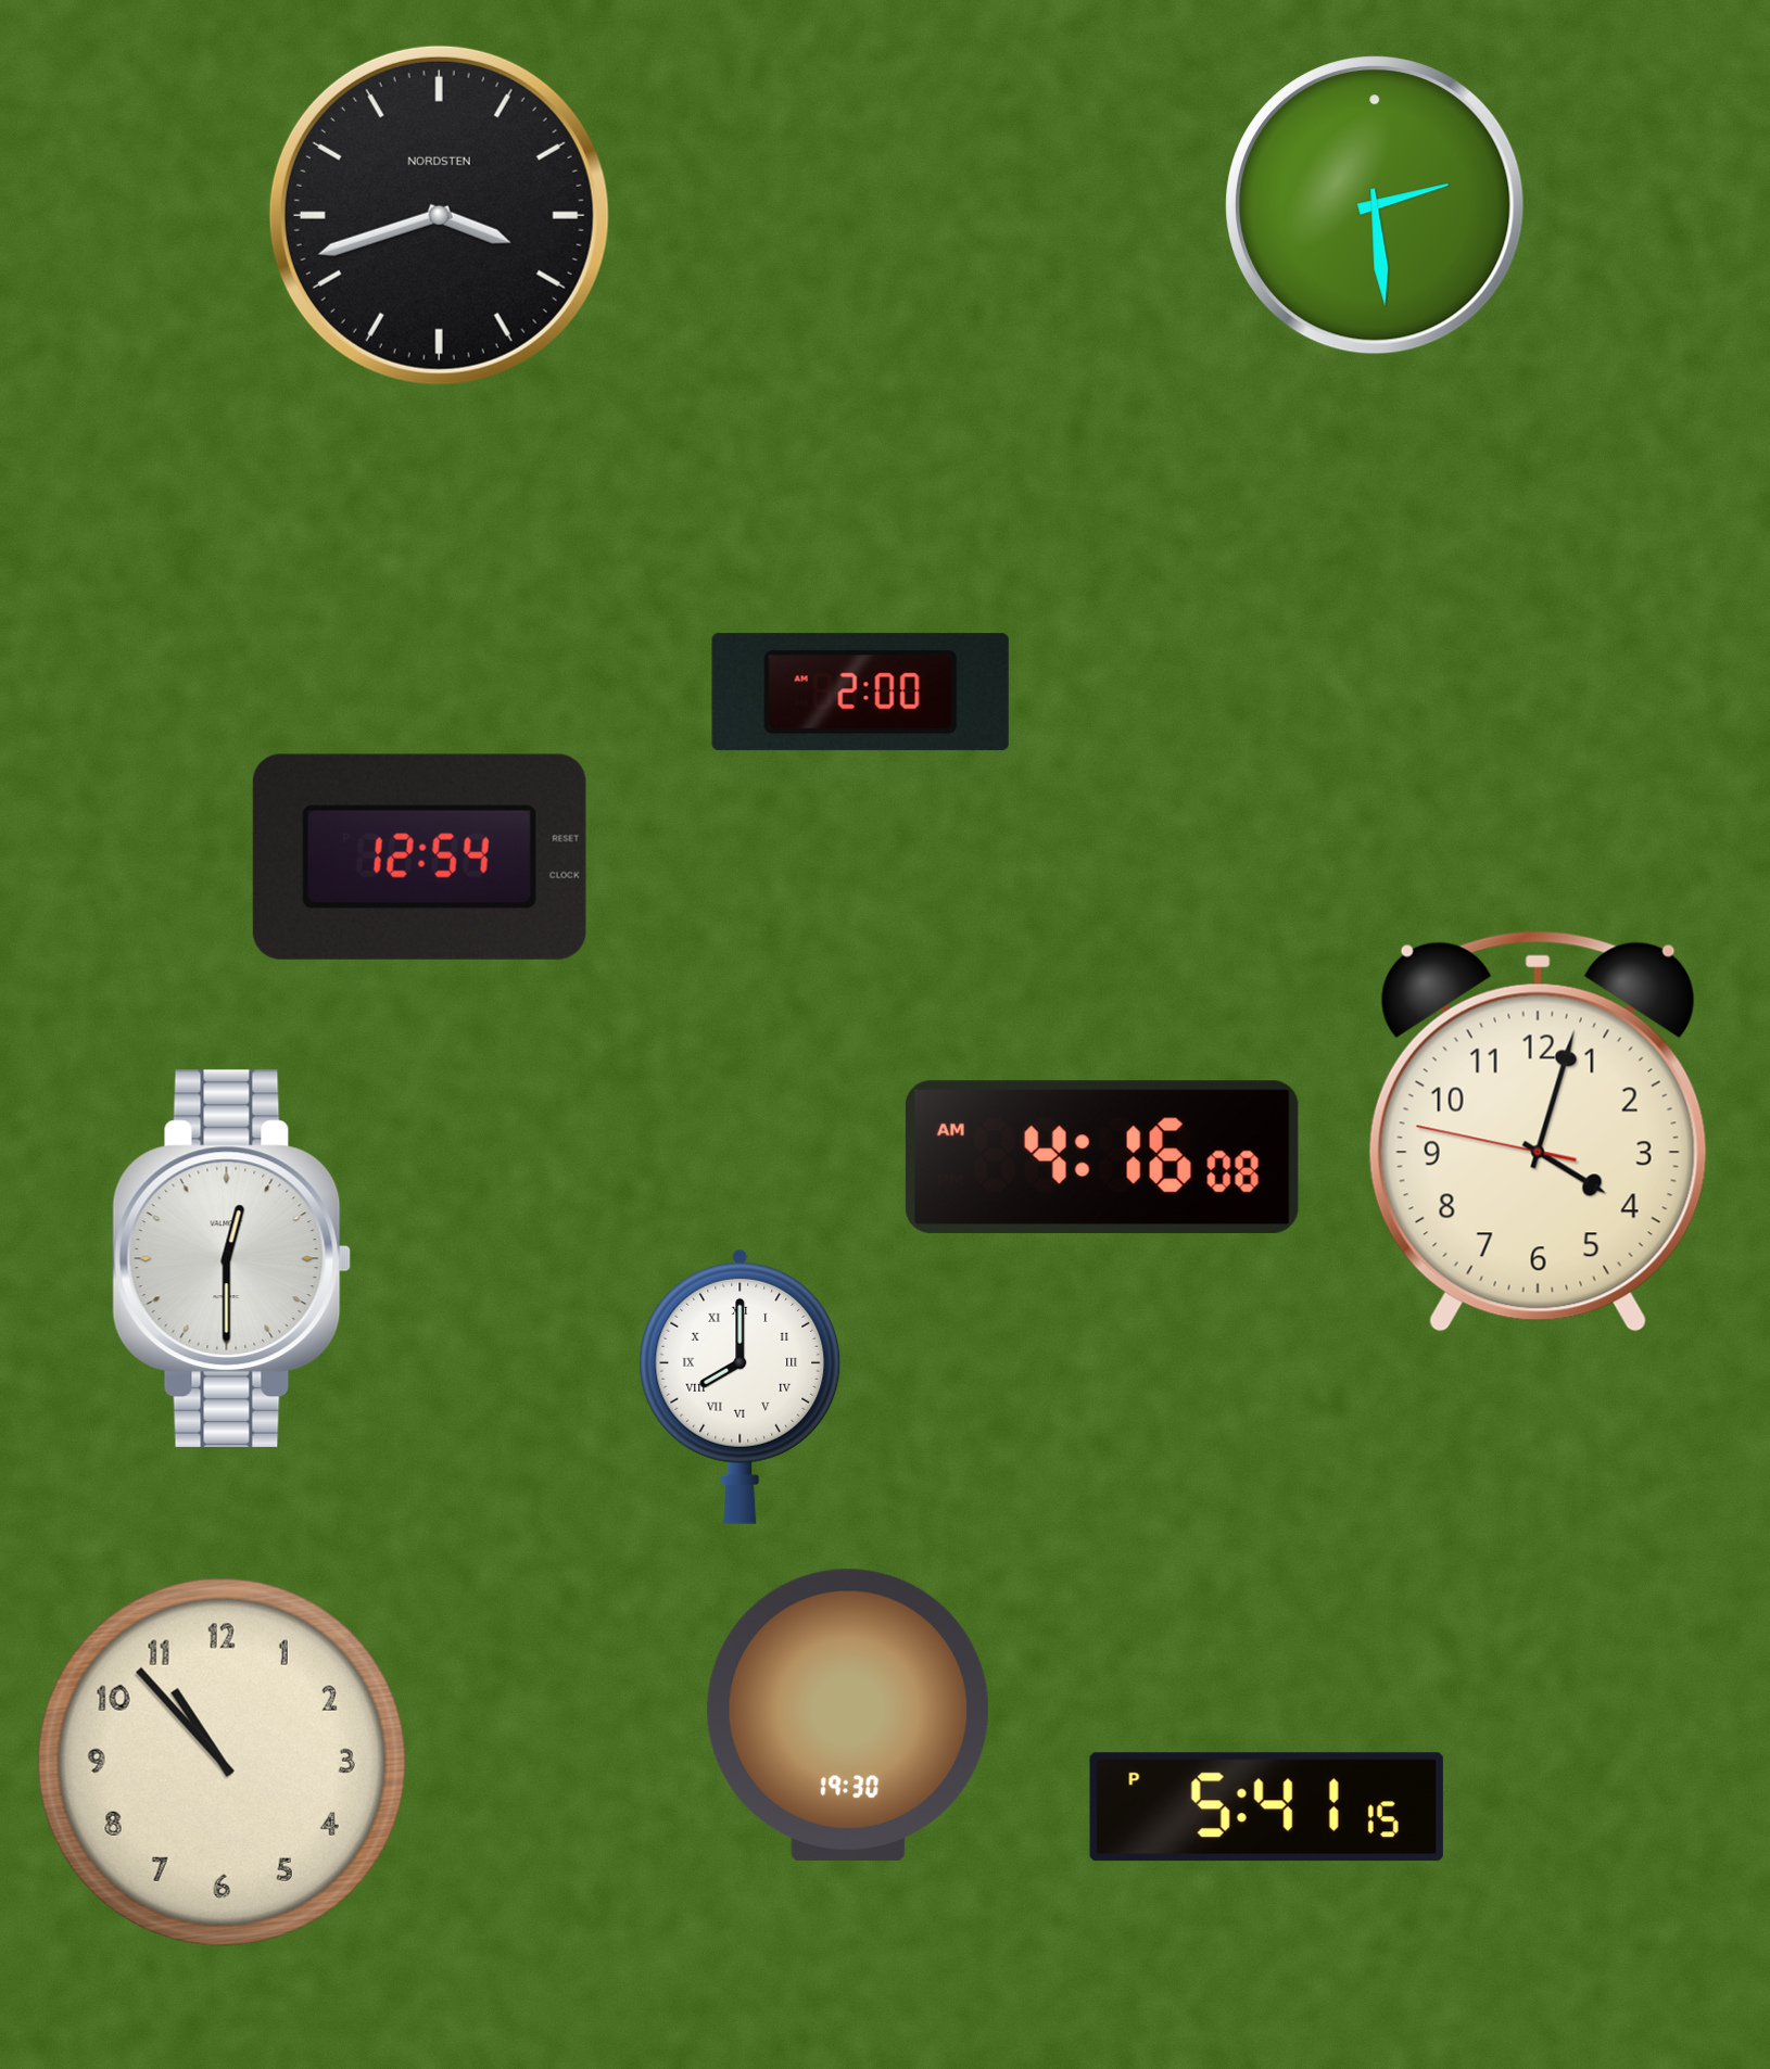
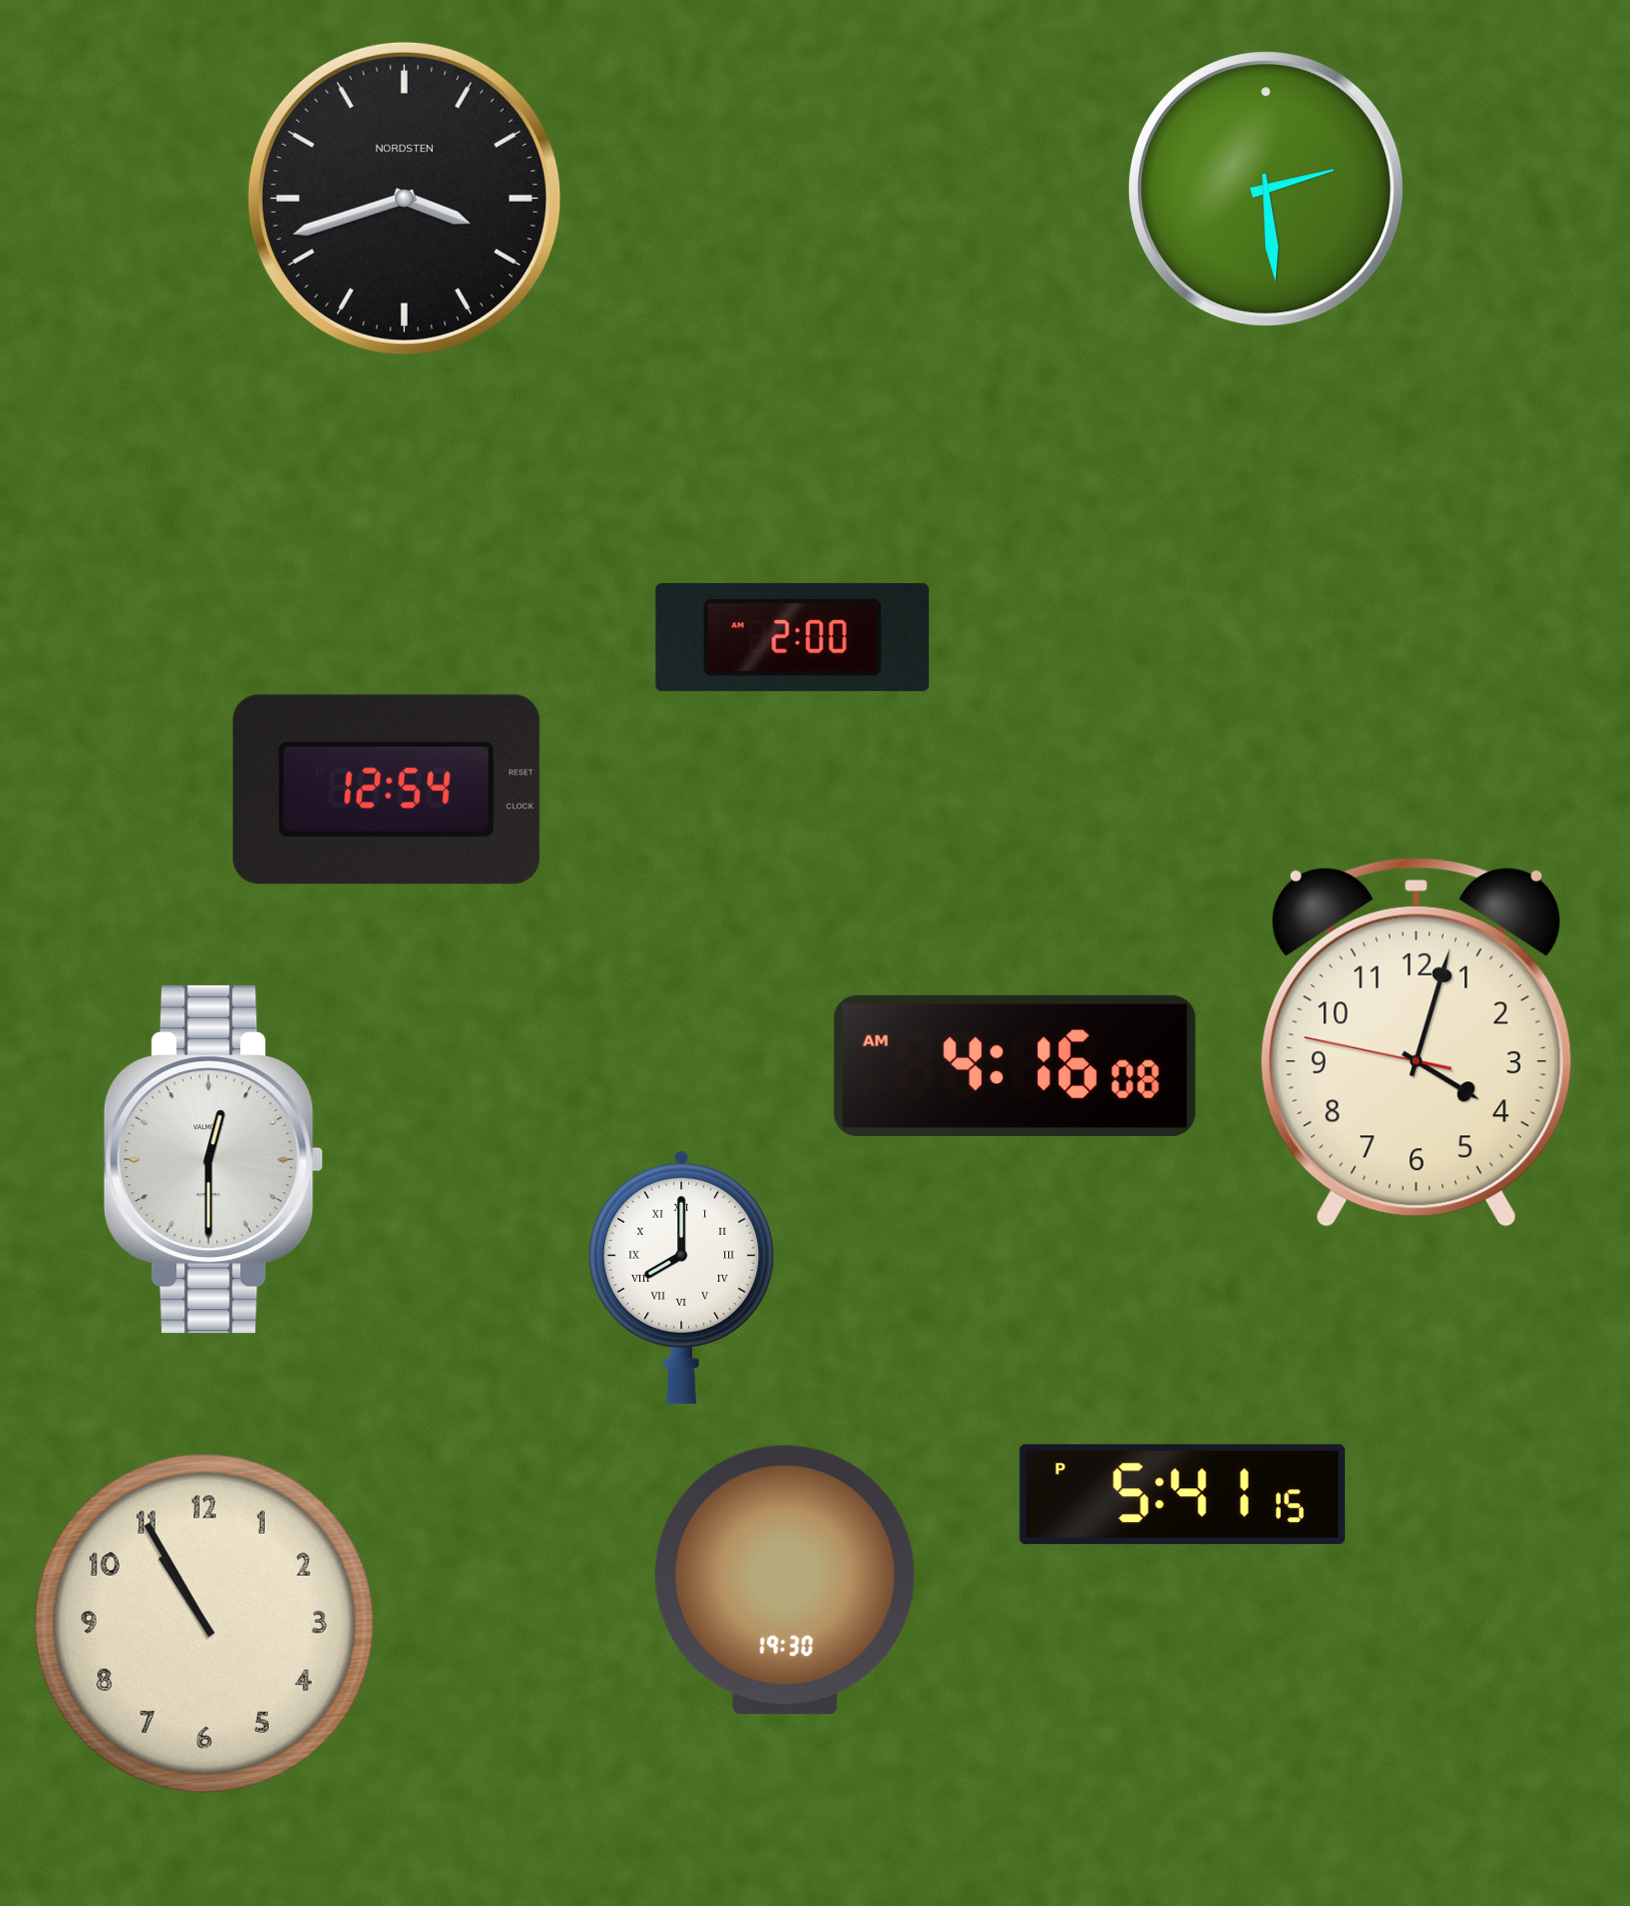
clock at (848, 1715) position: (848, 1715) -> (785, 1580)
clock at (222, 1762): 10:53 -> 10:55
clock at (1266, 1807) position: (1266, 1807) -> (1182, 1495)
